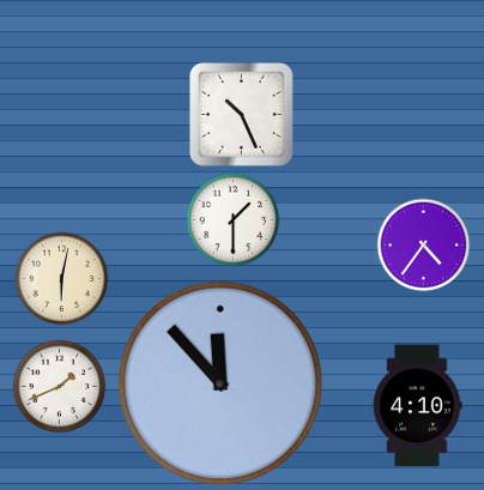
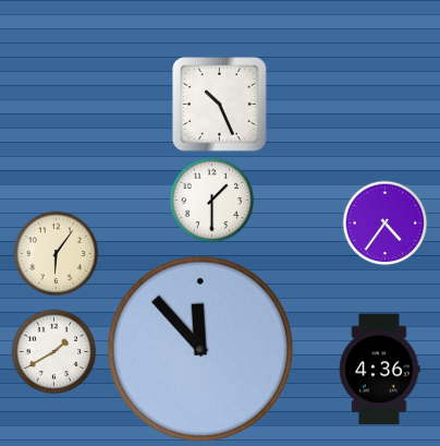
clock at (61, 278): 6:02 -> 6:06
clock at (59, 386): 1:41 -> 1:40
clock at (418, 406): 4:10 -> 4:36
